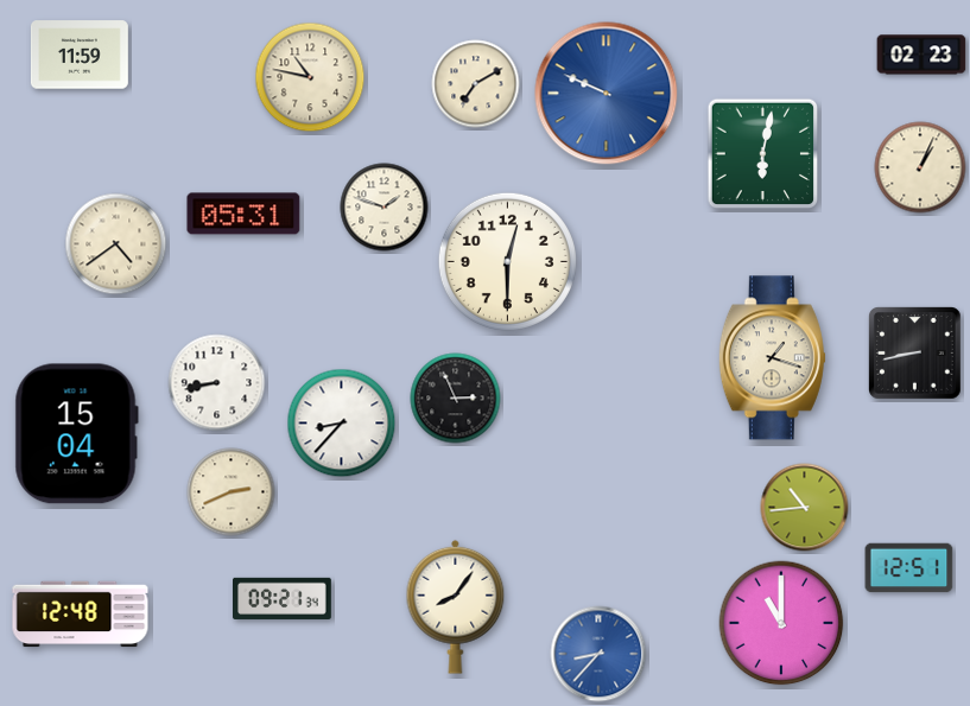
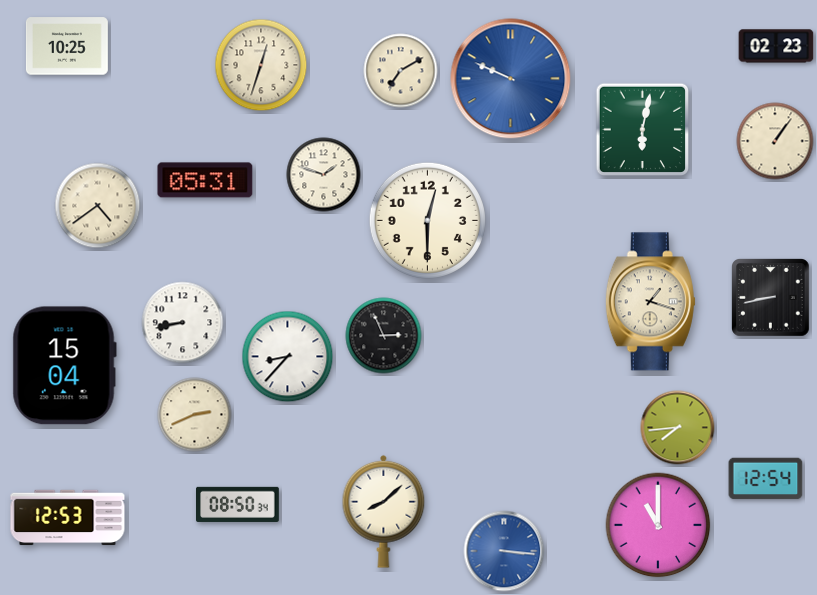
clock at (80, 55): 11:59 -> 10:25
clock at (310, 77): 10:47 -> 12:33
clock at (920, 167): 1:04 -> 1:06
clock at (805, 508): 10:44 -> 7:44
clock at (909, 568): 12:51 -> 12:54
clock at (283, 598): 09:21 -> 08:50
clock at (456, 606): 8:06 -> 8:08
clock at (81, 615): 12:48 -> 12:53
clock at (598, 654): 8:37 -> 3:16
